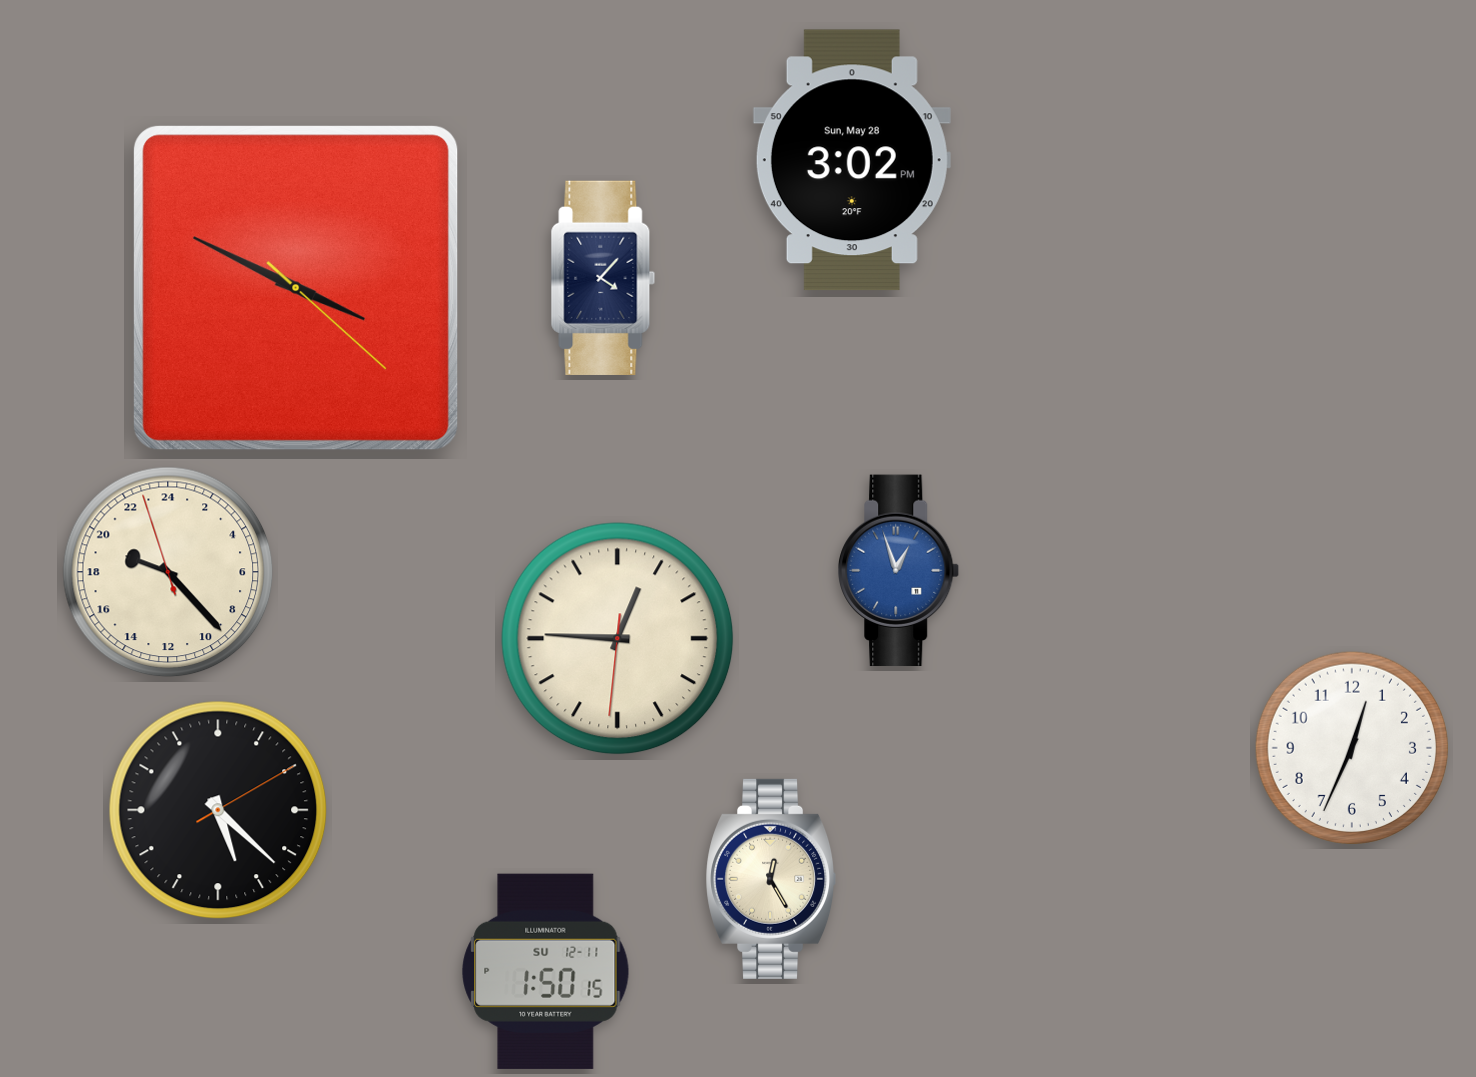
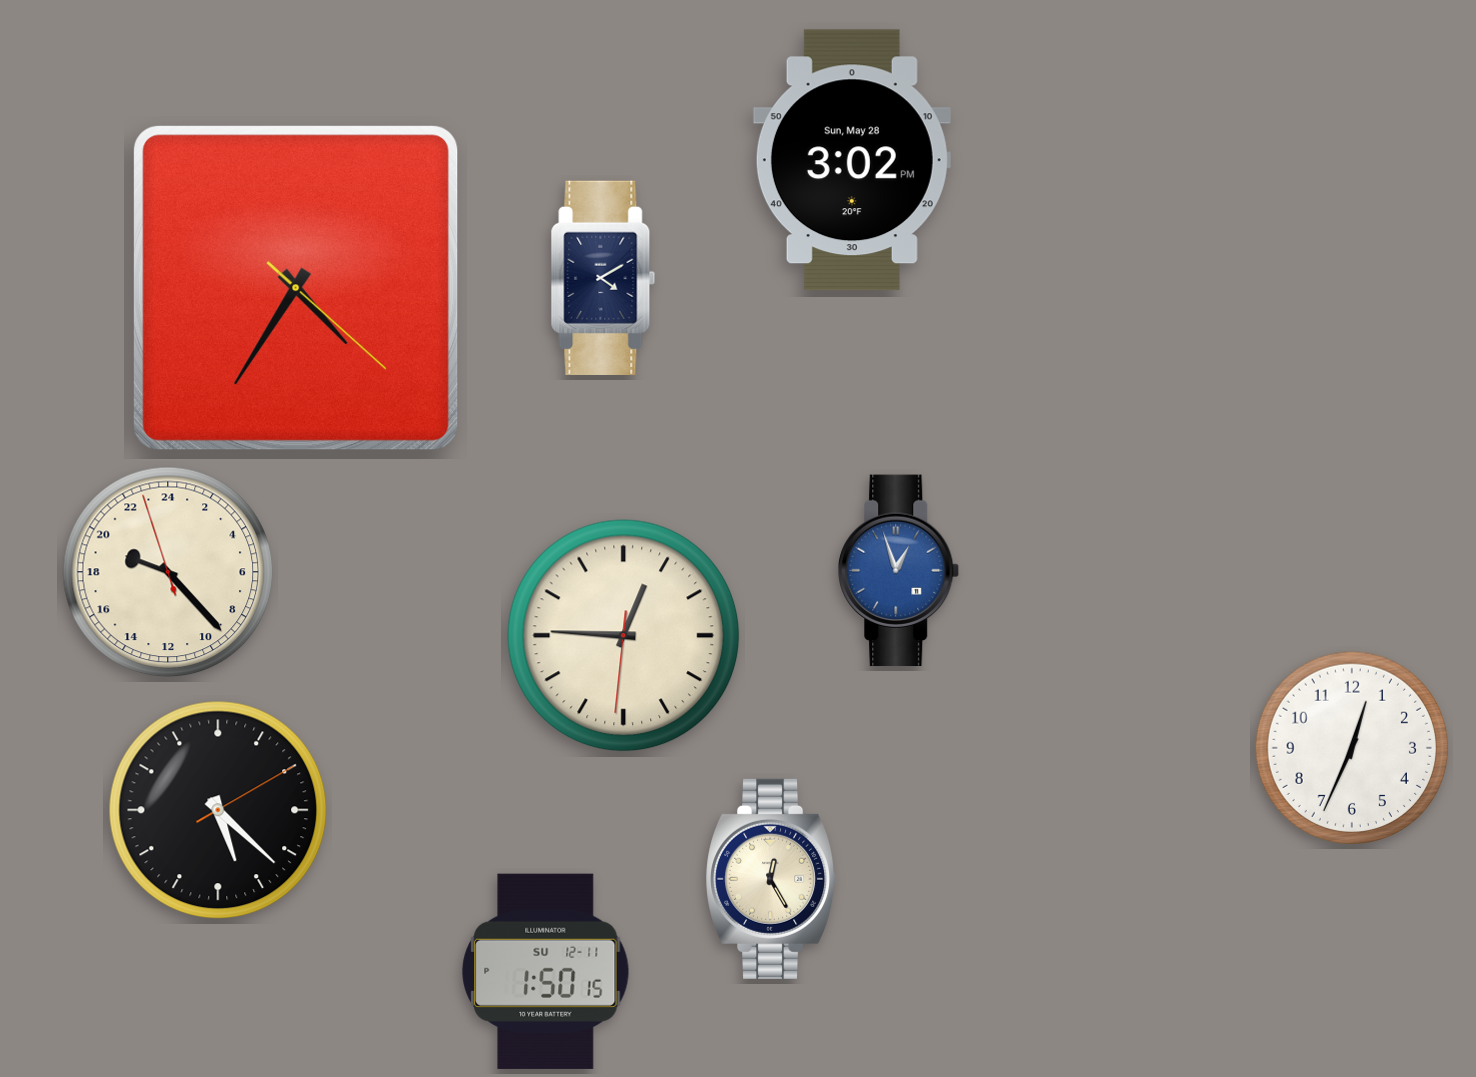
clock at (603, 278): 4:07 -> 4:10
clock at (296, 288): 3:49 -> 4:35
clock at (618, 639) position: (618, 639) -> (624, 636)
